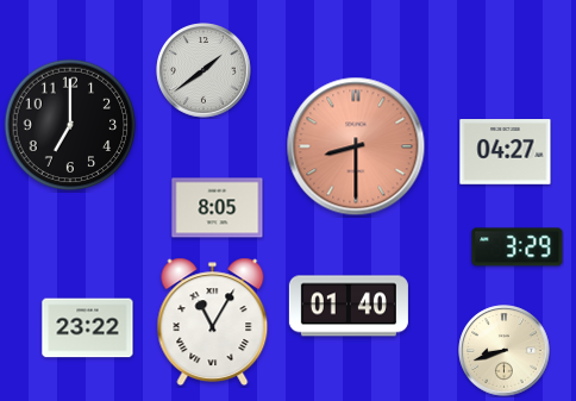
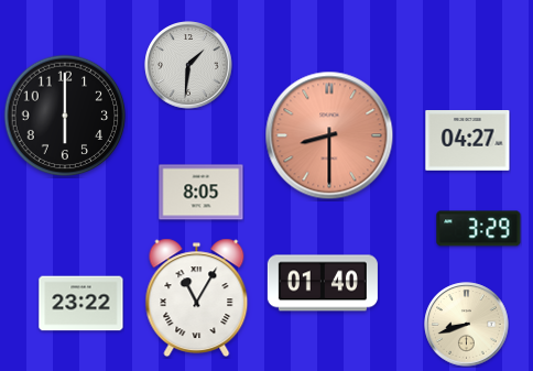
clock at (204, 70): 1:39 -> 1:31
clock at (70, 125): 7:00 -> 6:00
